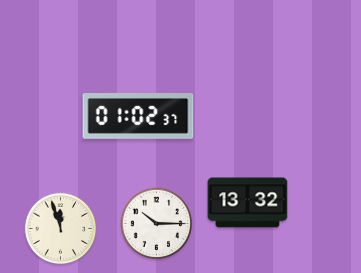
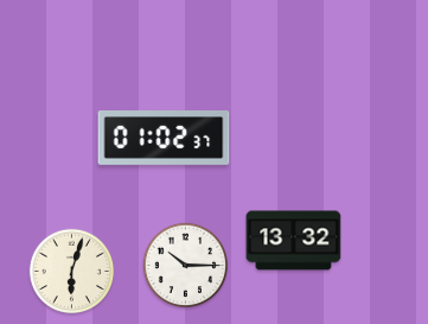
clock at (61, 229): 11:57 -> 6:03
